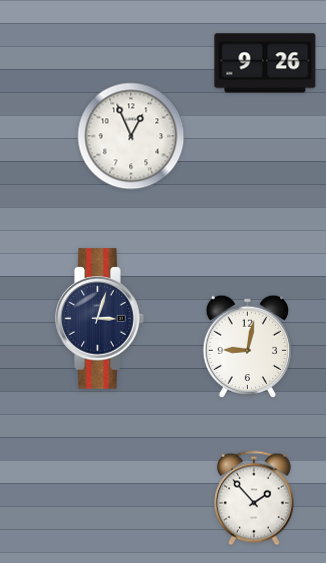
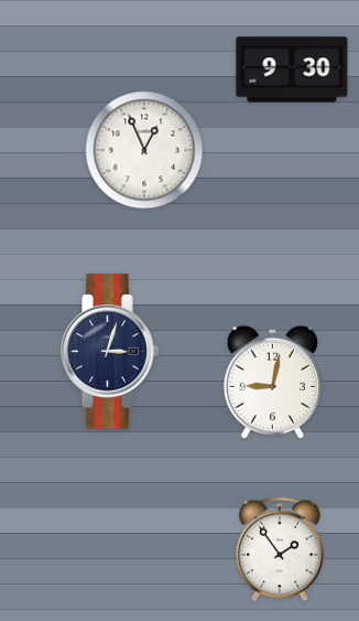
clock at (265, 63): 9:26 -> 9:30
clock at (255, 498): 1:53 -> 1:54
